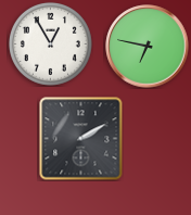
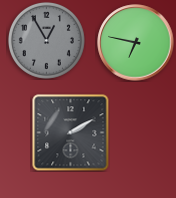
clock at (50, 43) dial: white -> grey
clock at (81, 139) position: (81, 139) -> (71, 133)
